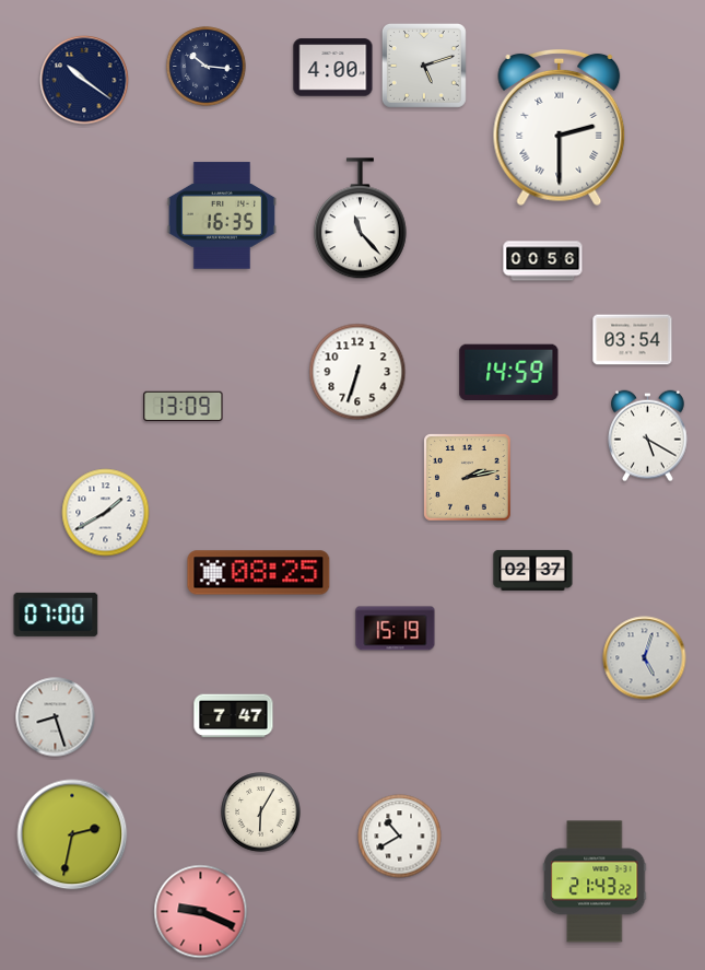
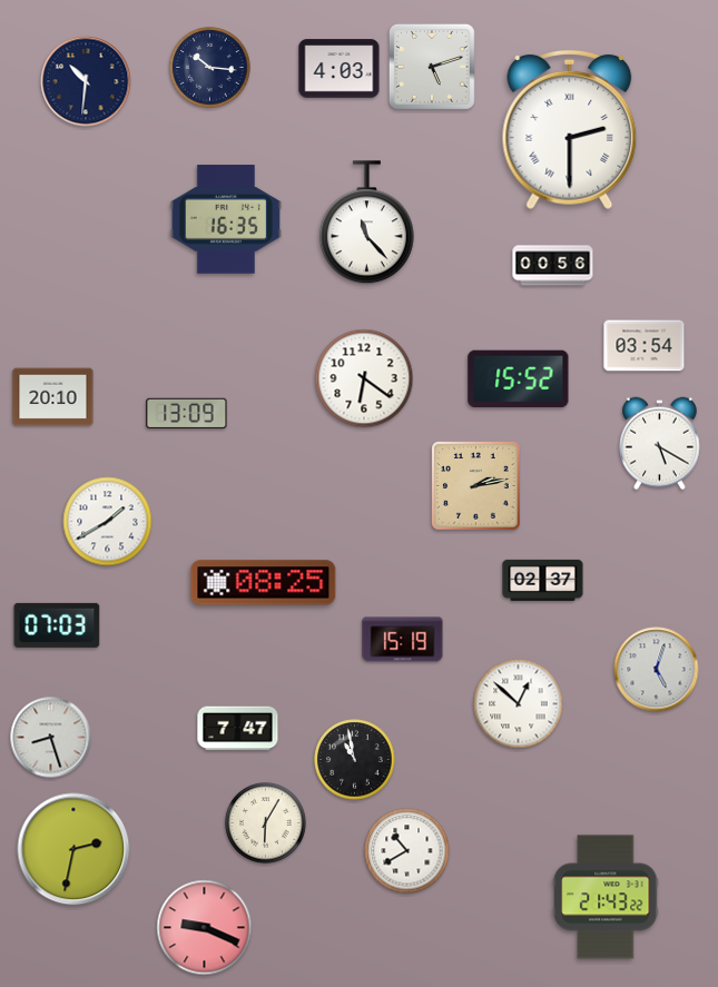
clock at (333, 68): 4:00 -> 4:03
clock at (84, 80): 10:21 -> 10:31
clock at (357, 372): 6:33 -> 6:21
clock at (509, 372): 14:59 -> 15:52
clock at (53, 397): none -> 20:10
clock at (56, 615): 07:00 -> 07:03
clock at (519, 704): none -> 12:52
clock at (56, 717) position: (56, 717) -> (51, 738)
clock at (355, 760): none -> 10:58
clock at (261, 813) position: (261, 813) -> (266, 823)
